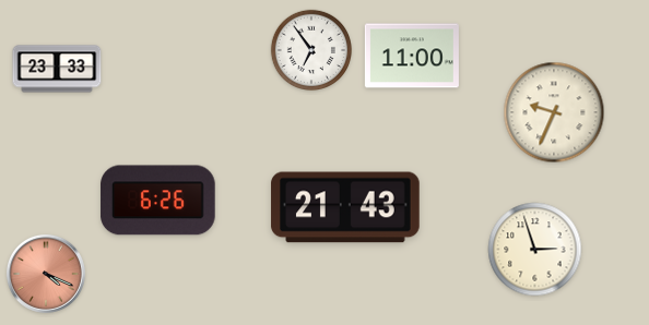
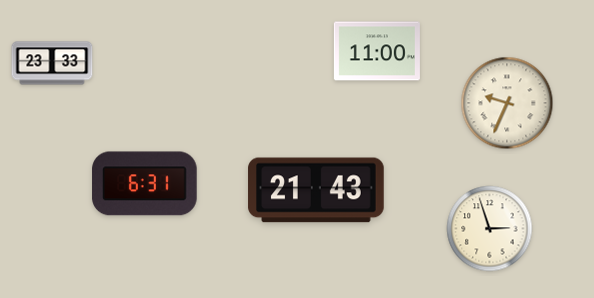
clock at (311, 50): 6:54 -> none
clock at (158, 201): 6:26 -> 6:31
clock at (46, 274): 4:19 -> none
